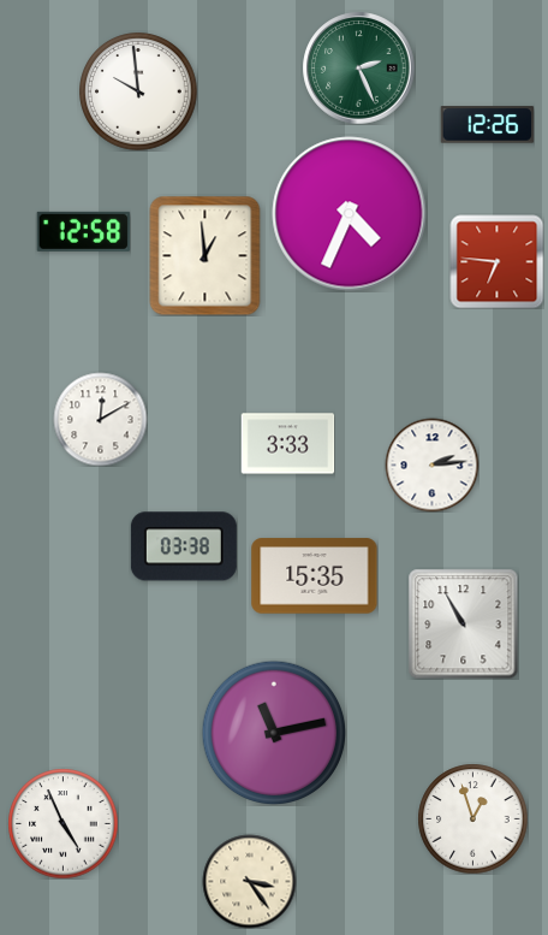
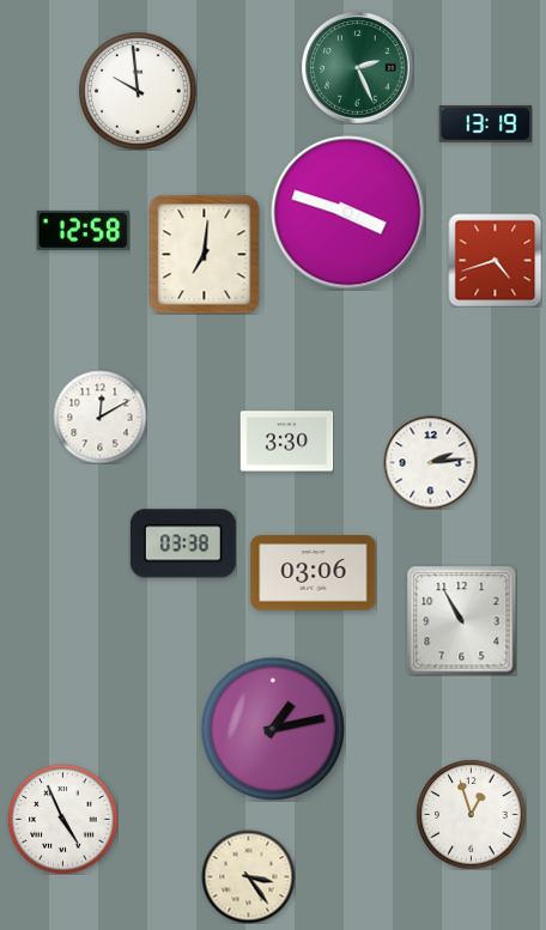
clock at (487, 125): 12:26 -> 13:19
clock at (350, 214): 4:34 -> 3:48
clock at (205, 255): 12:59 -> 7:01
clock at (496, 261): 6:46 -> 4:42
clock at (287, 444): 3:33 -> 3:30
clock at (315, 576): 15:35 -> 03:06
clock at (274, 733): 11:13 -> 1:13
